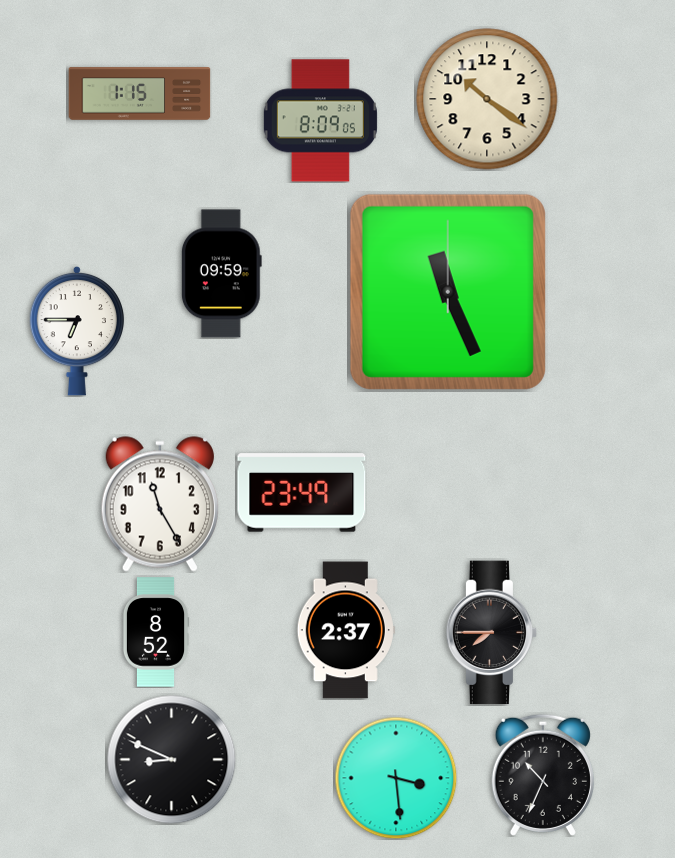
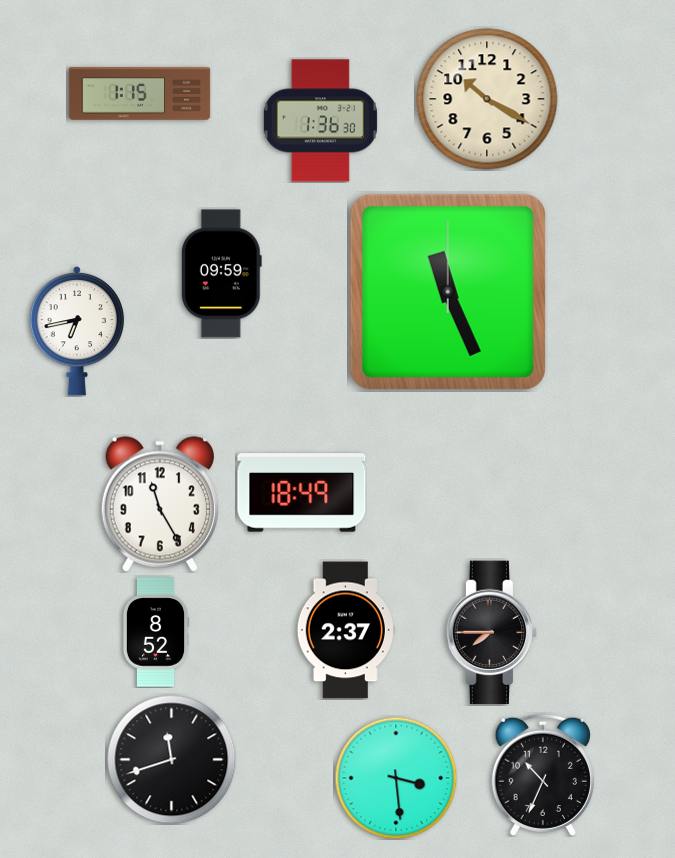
clock at (487, 99): 10:21 -> 10:20
clock at (320, 121): 8:09 -> 1:36
clock at (77, 331): 6:45 -> 6:43
clock at (302, 493): 23:49 -> 18:49
clock at (171, 759): 8:49 -> 11:42
